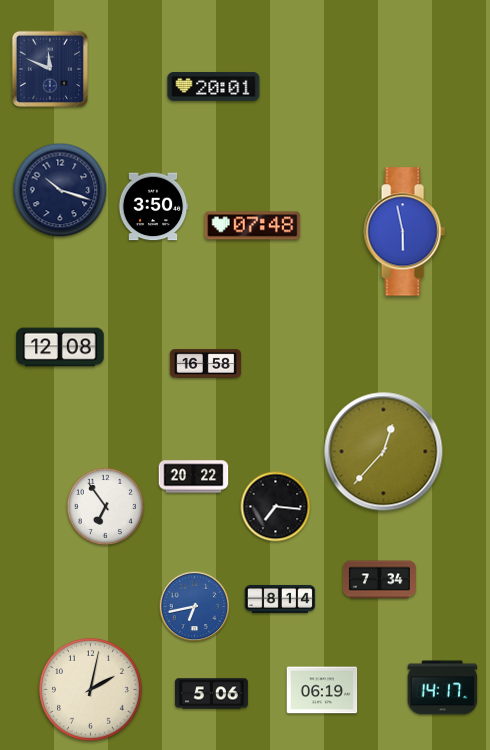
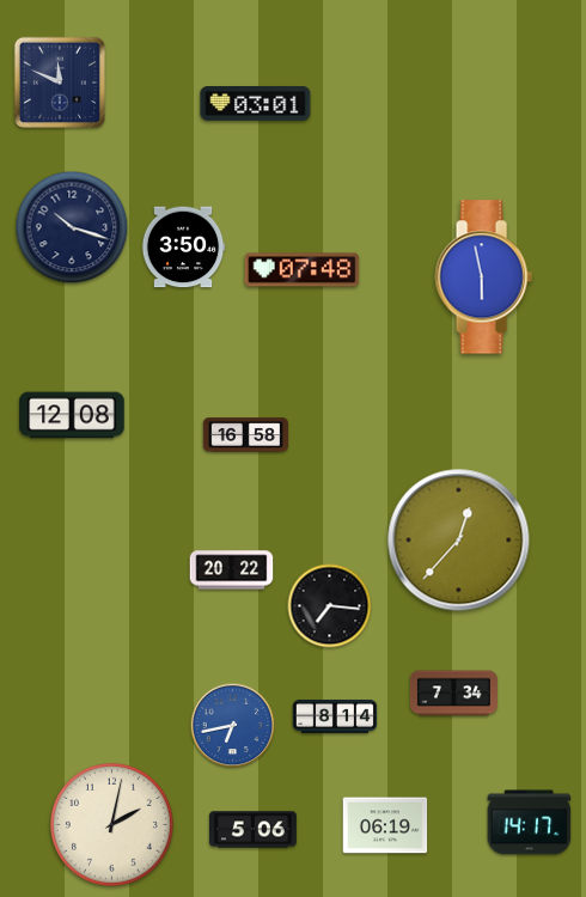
clock at (214, 87): 20:01 -> 03:01
clock at (105, 506): 6:54 -> none
clock at (91, 690) position: (91, 690) -> (112, 825)
